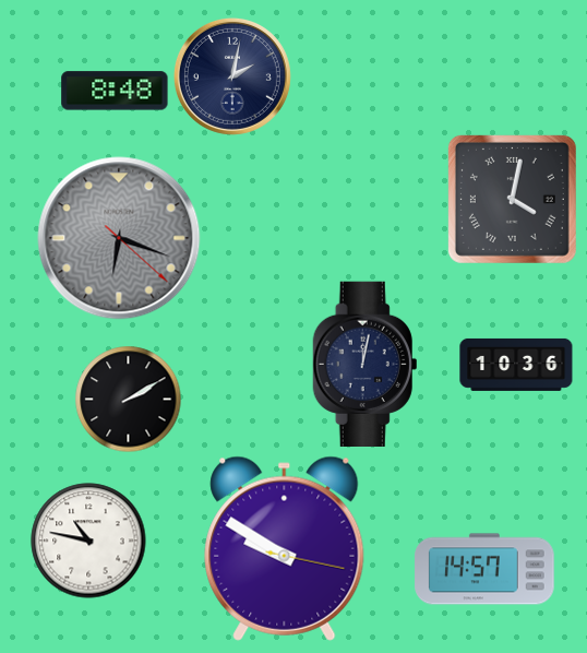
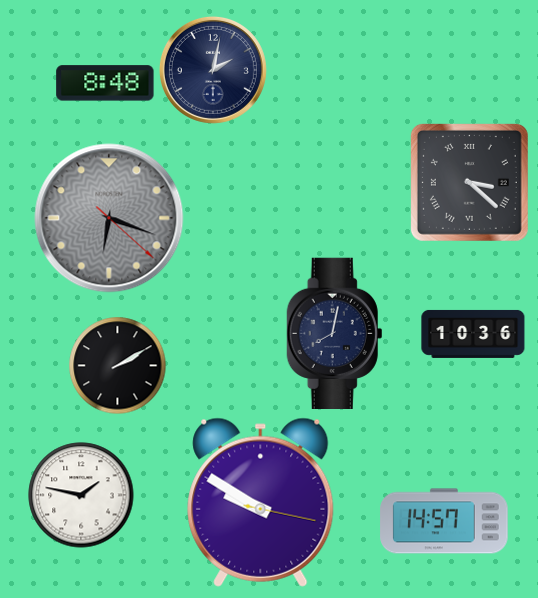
clock at (512, 199): 4:02 -> 3:22
clock at (366, 364): 12:02 -> 8:02
clock at (88, 541): 10:47 -> 1:47
